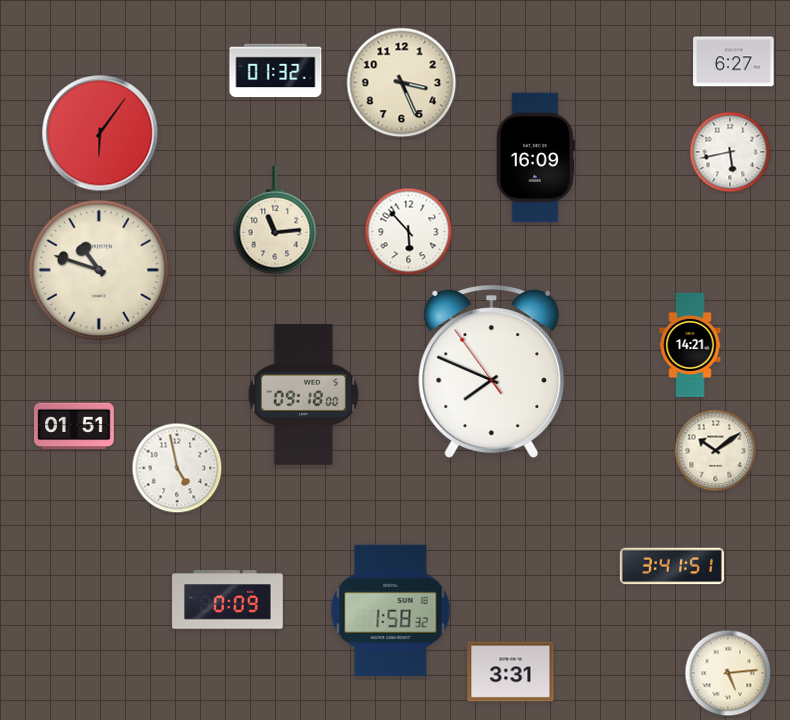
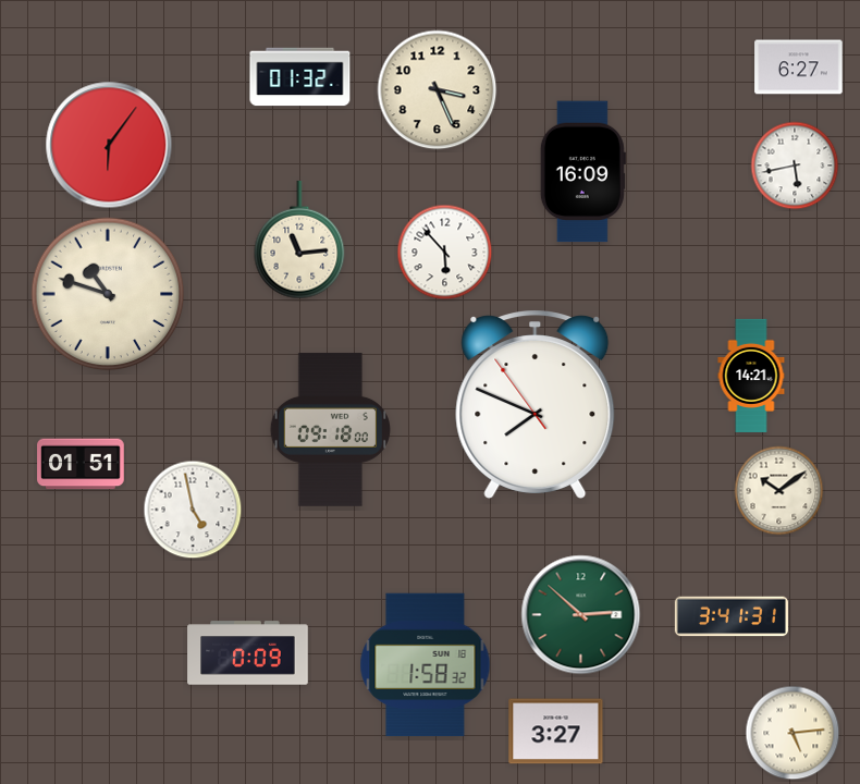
clock at (581, 615): none -> 2:52
clock at (672, 566): 3:41:51 -> 3:41:31
clock at (511, 672): 3:31 -> 3:27
